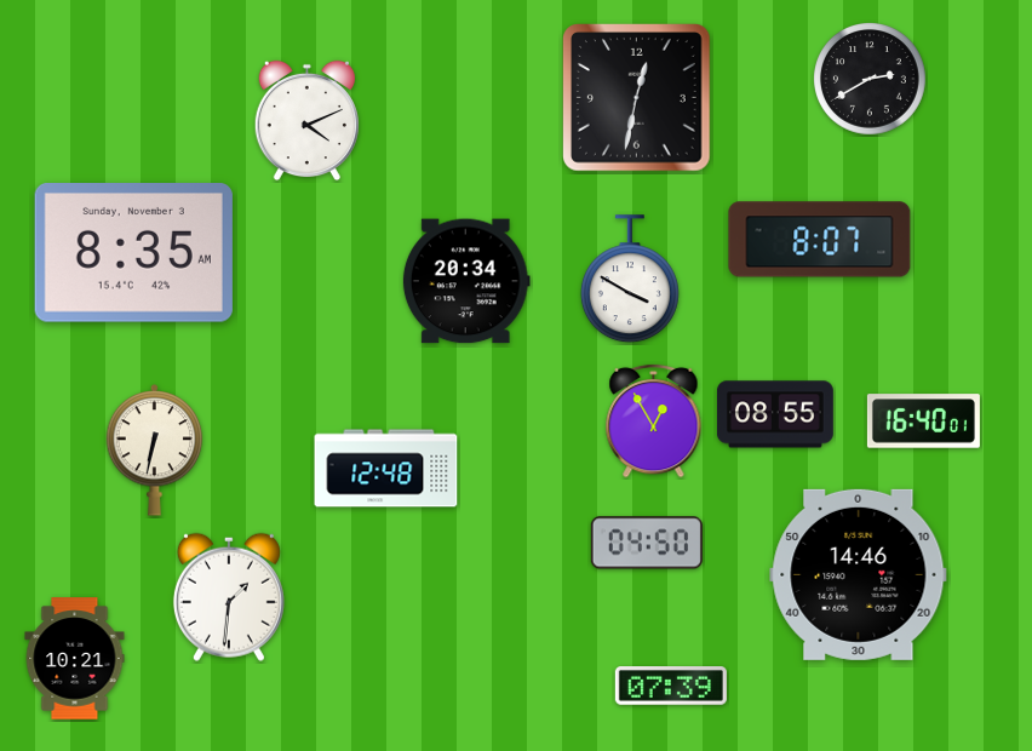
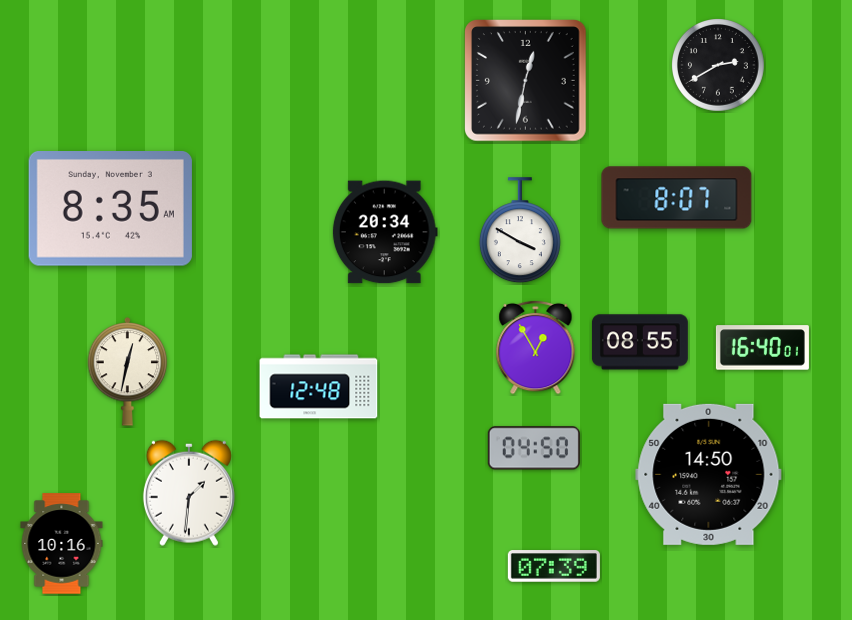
clock at (306, 121): 4:11 -> none
clock at (654, 420) position: (654, 420) -> (536, 347)
clock at (155, 451): 6:32 -> 12:32
clock at (859, 574): 14:46 -> 14:50
clock at (75, 659): 10:21 -> 10:16
